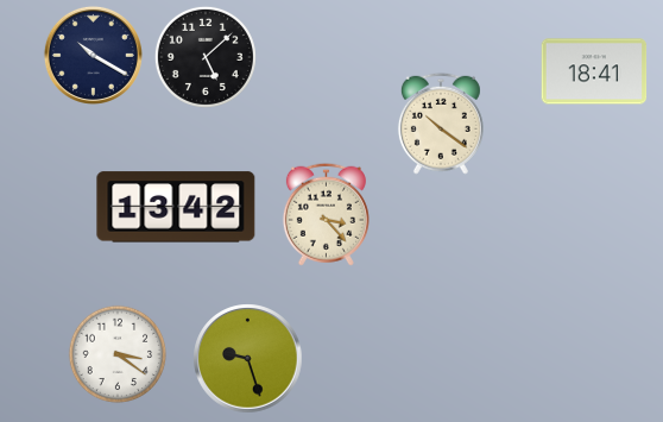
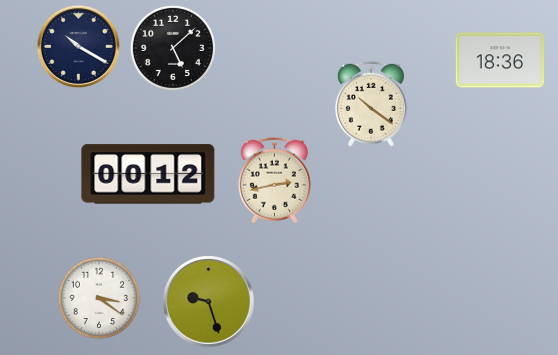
clock at (594, 71): 18:41 -> 18:36
clock at (176, 207): 13:42 -> 00:12
clock at (326, 214): 3:23 -> 2:43
